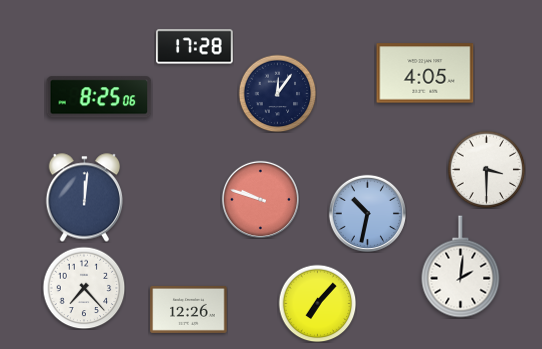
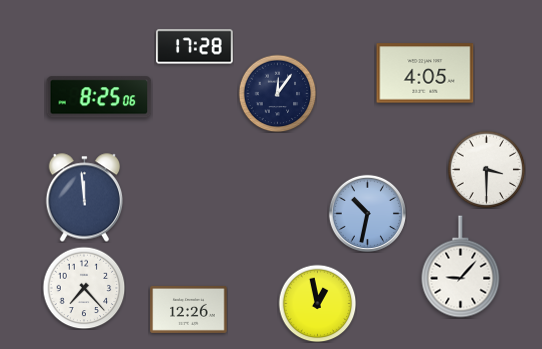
clock at (85, 198): 12:01 -> 11:59
clock at (260, 199): 9:48 -> none
clock at (461, 267): 2:01 -> 9:07
clock at (317, 303): 7:07 -> 12:58
